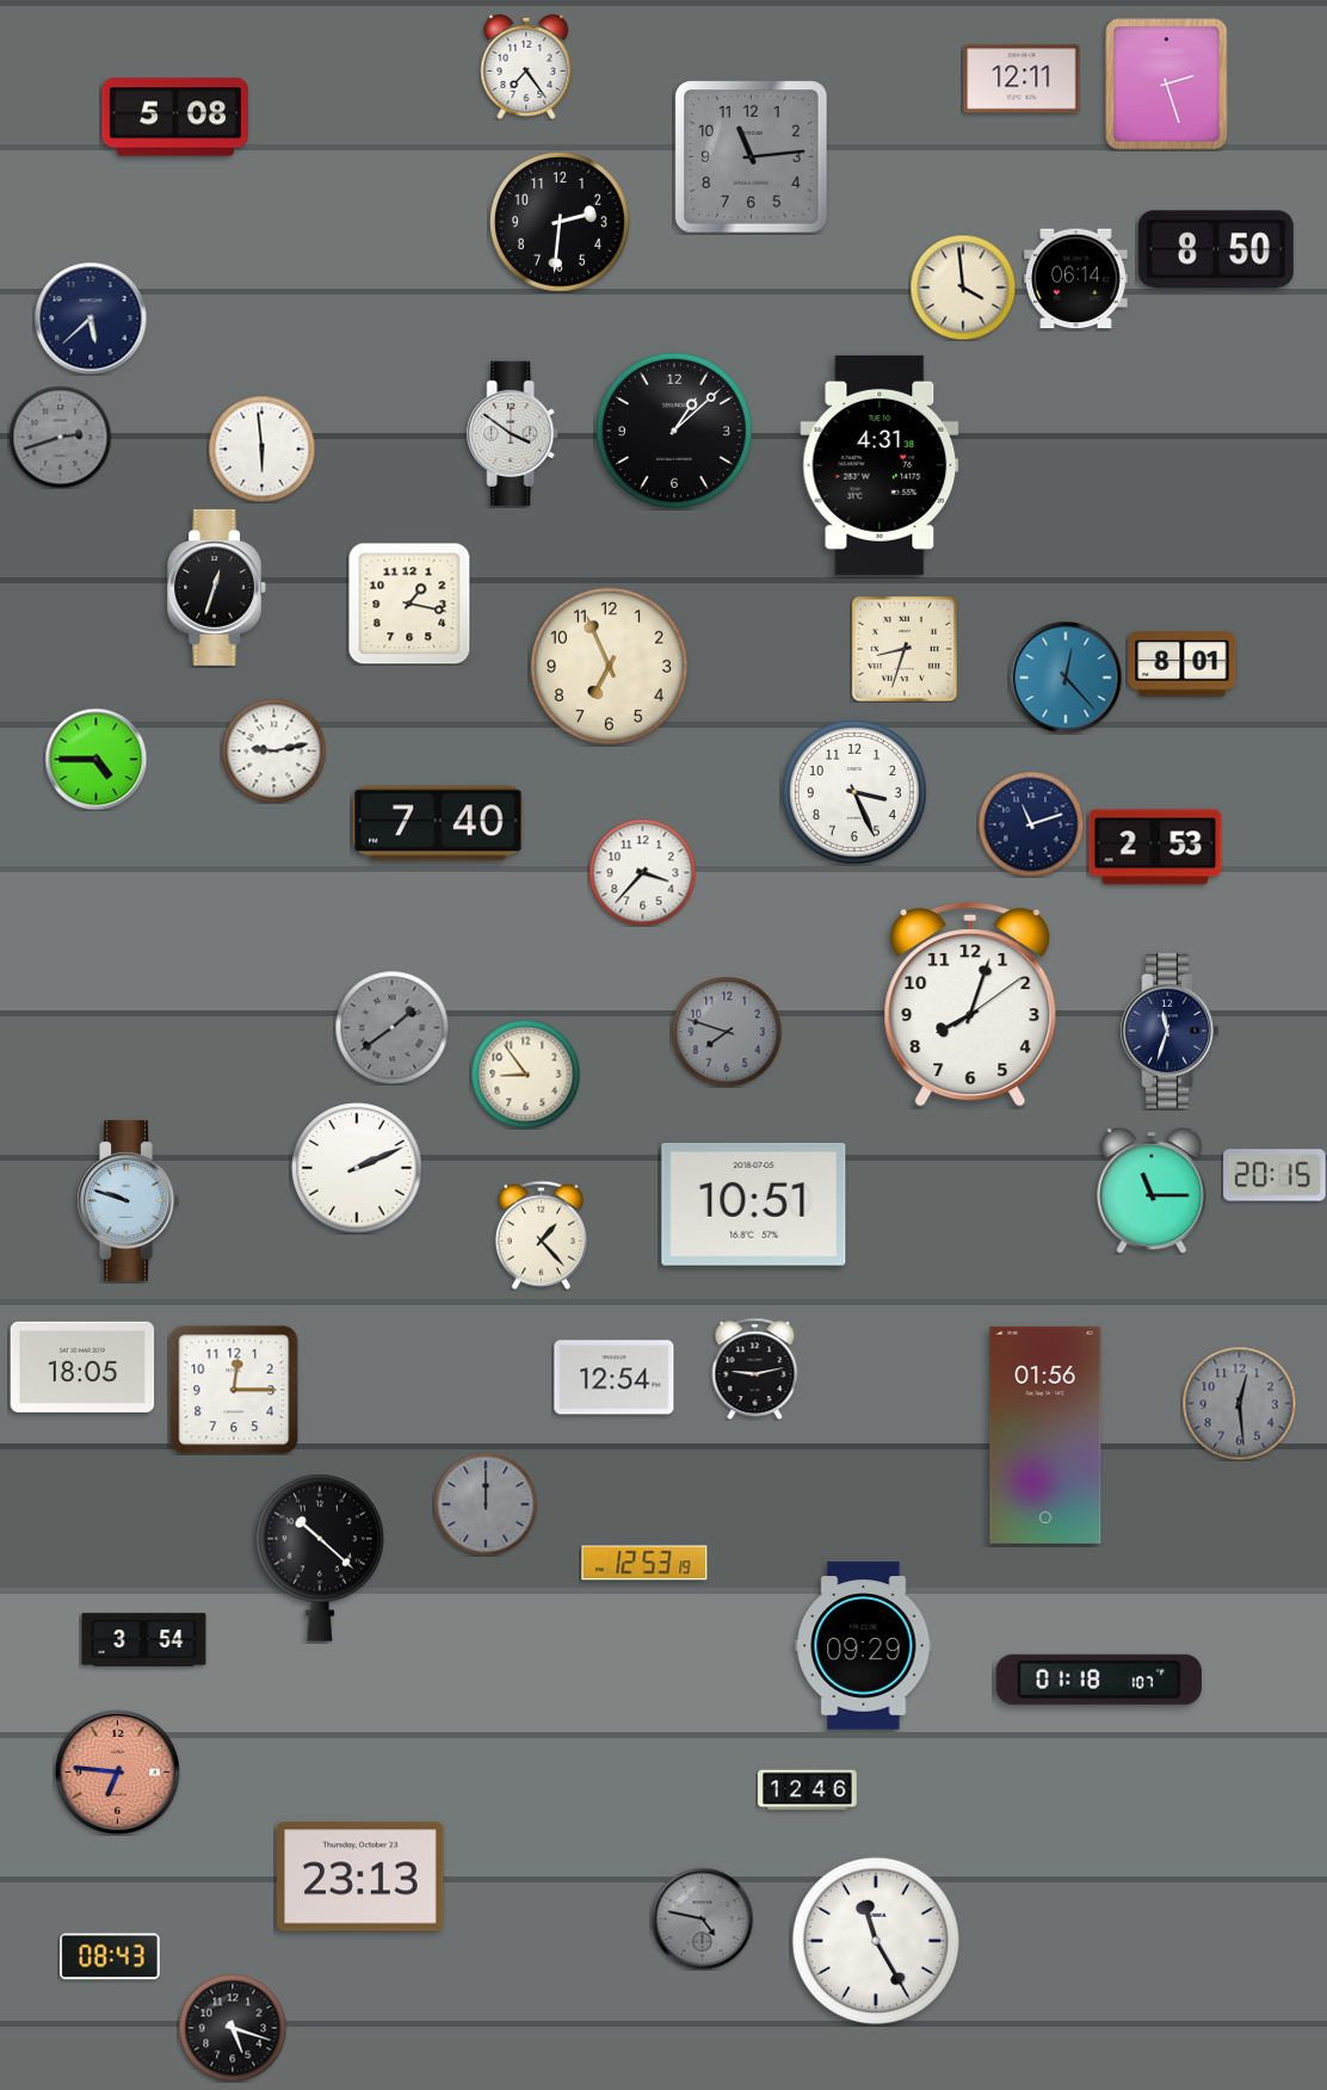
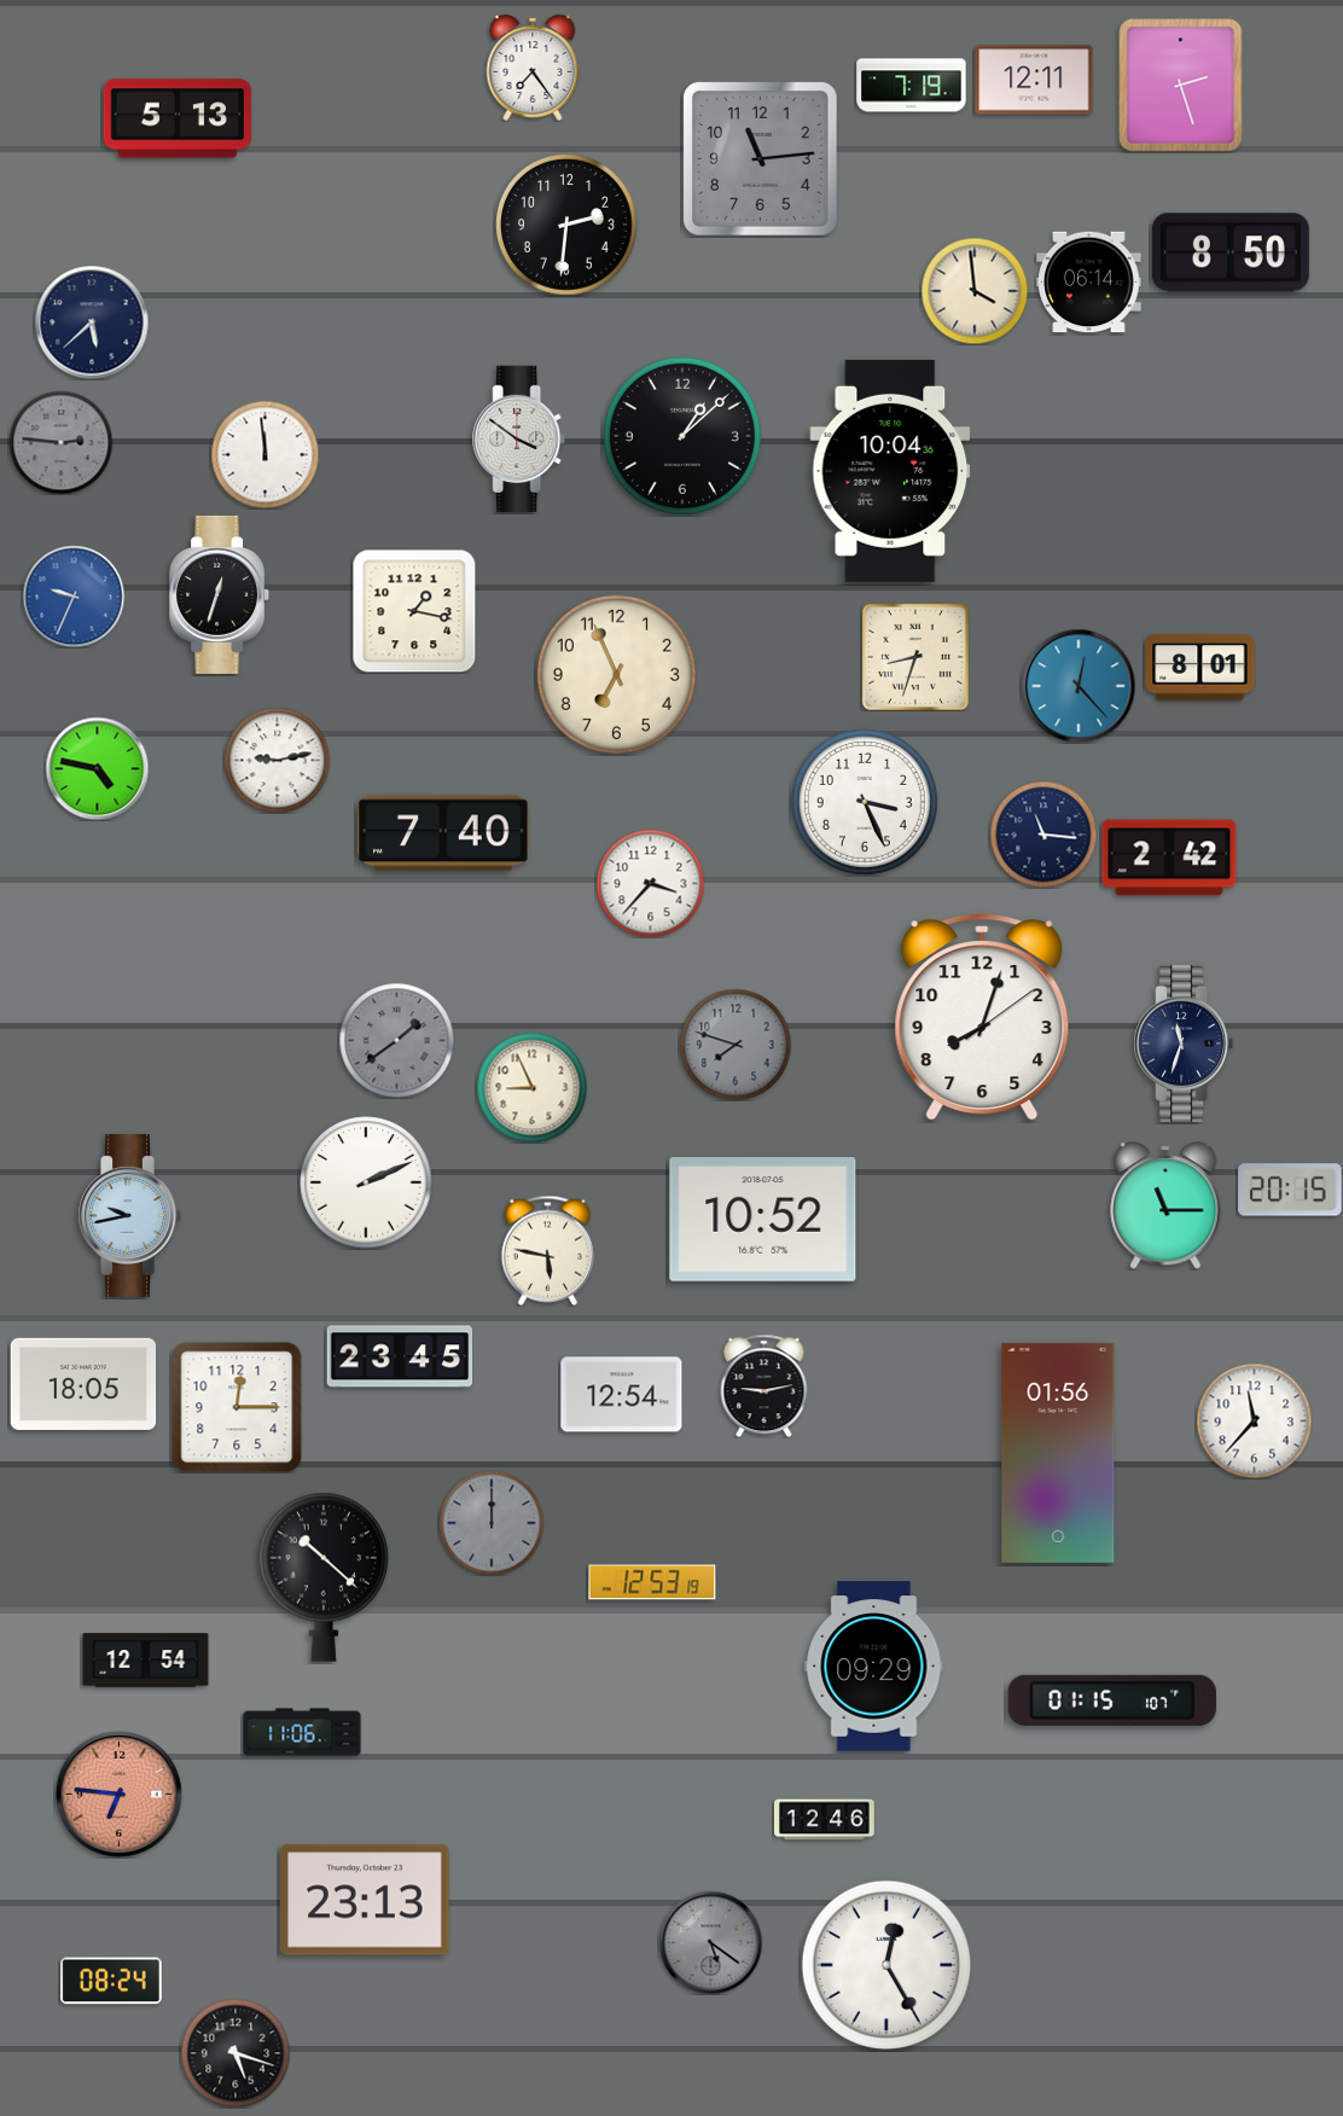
clock at (912, 86): none -> 7:19
clock at (175, 117): 5:08 -> 5:13
clock at (60, 437): 2:42 -> 2:46
clock at (261, 449): 5:59 -> 11:59
clock at (879, 465): 4:31 -> 10:04
clock at (74, 597): none -> 9:34
clock at (1183, 664) position: (1183, 664) -> (1200, 668)
clock at (95, 759): 4:45 -> 4:47
clock at (1031, 824): 11:12 -> 11:16
clock at (1155, 847): 2:53 -> 2:42
clock at (525, 1074): 8:54 -> 8:56
clock at (357, 1168) position: (357, 1168) -> (366, 1182)
clock at (128, 1200): 9:48 -> 9:43
clock at (754, 1205): 10:51 -> 10:52
clock at (541, 1235): 1:23 -> 5:47
clock at (400, 1356): none -> 23:45
clock at (1239, 1403): 12:29 -> 11:37
clock at (1239, 1403) dial: grey -> white
clock at (144, 1640): 3:54 -> 12:54
clock at (1099, 1680): 01:18 -> 01:15
clock at (302, 1732): none -> 11:06
clock at (808, 1791) position: (808, 1791) -> (825, 1820)
clock at (702, 1918): 4:47 -> 5:21
clock at (875, 1940): 11:25 -> 12:25
clock at (111, 1956): 08:43 -> 08:24
